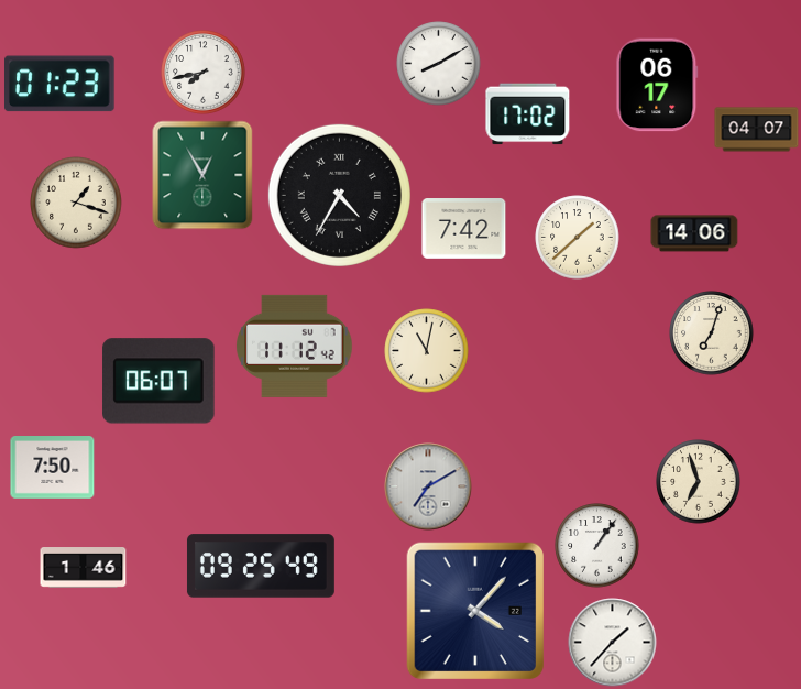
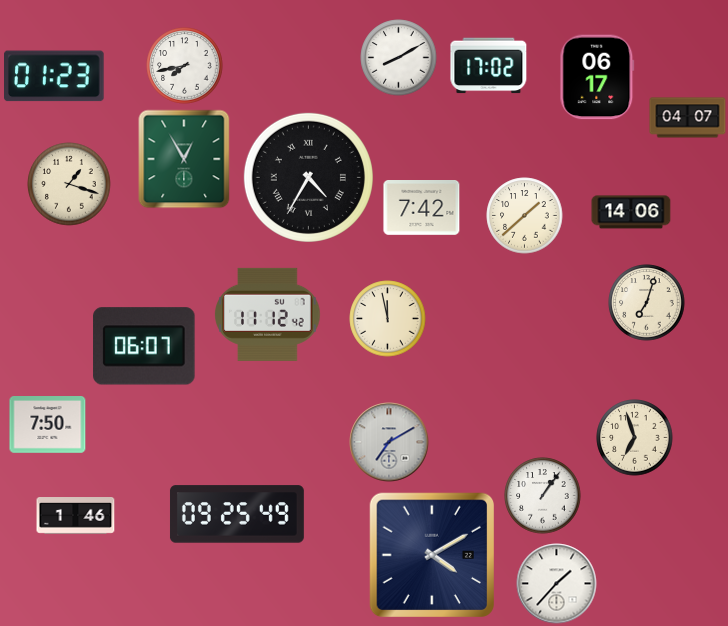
clock at (528, 114) position: (528, 114) -> (489, 66)
clock at (427, 351): 11:02 -> 11:58
clock at (474, 610): 4:07 -> 4:10
